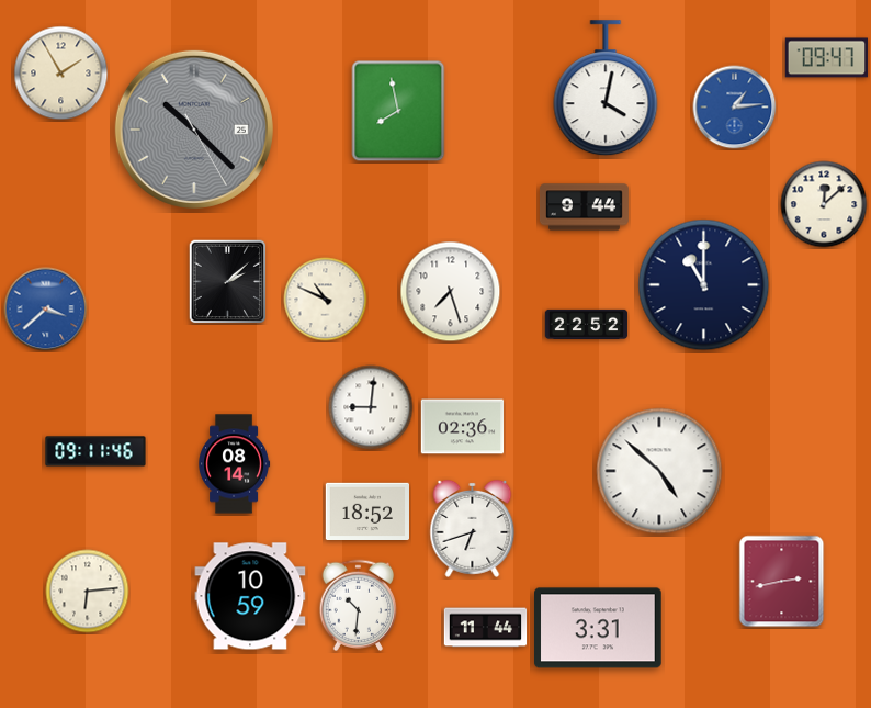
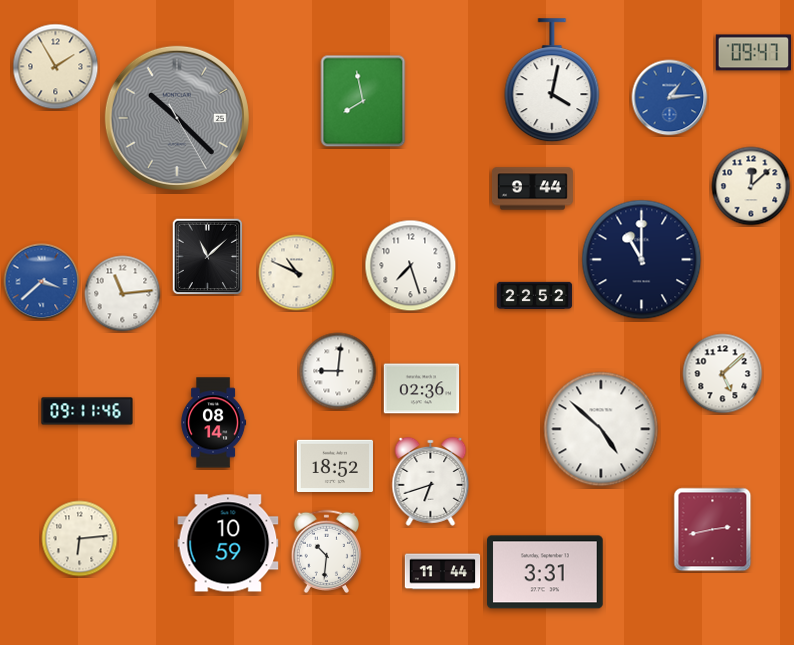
clock at (228, 282): 2:08 -> 11:08
clock at (123, 294): none -> 11:14
clock at (723, 374): none -> 5:08
